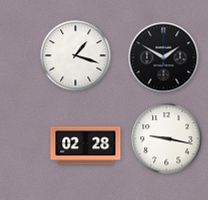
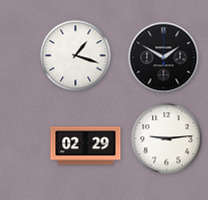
clock at (167, 139): 9:17 -> 9:14
clock at (86, 146): 02:28 -> 02:29
